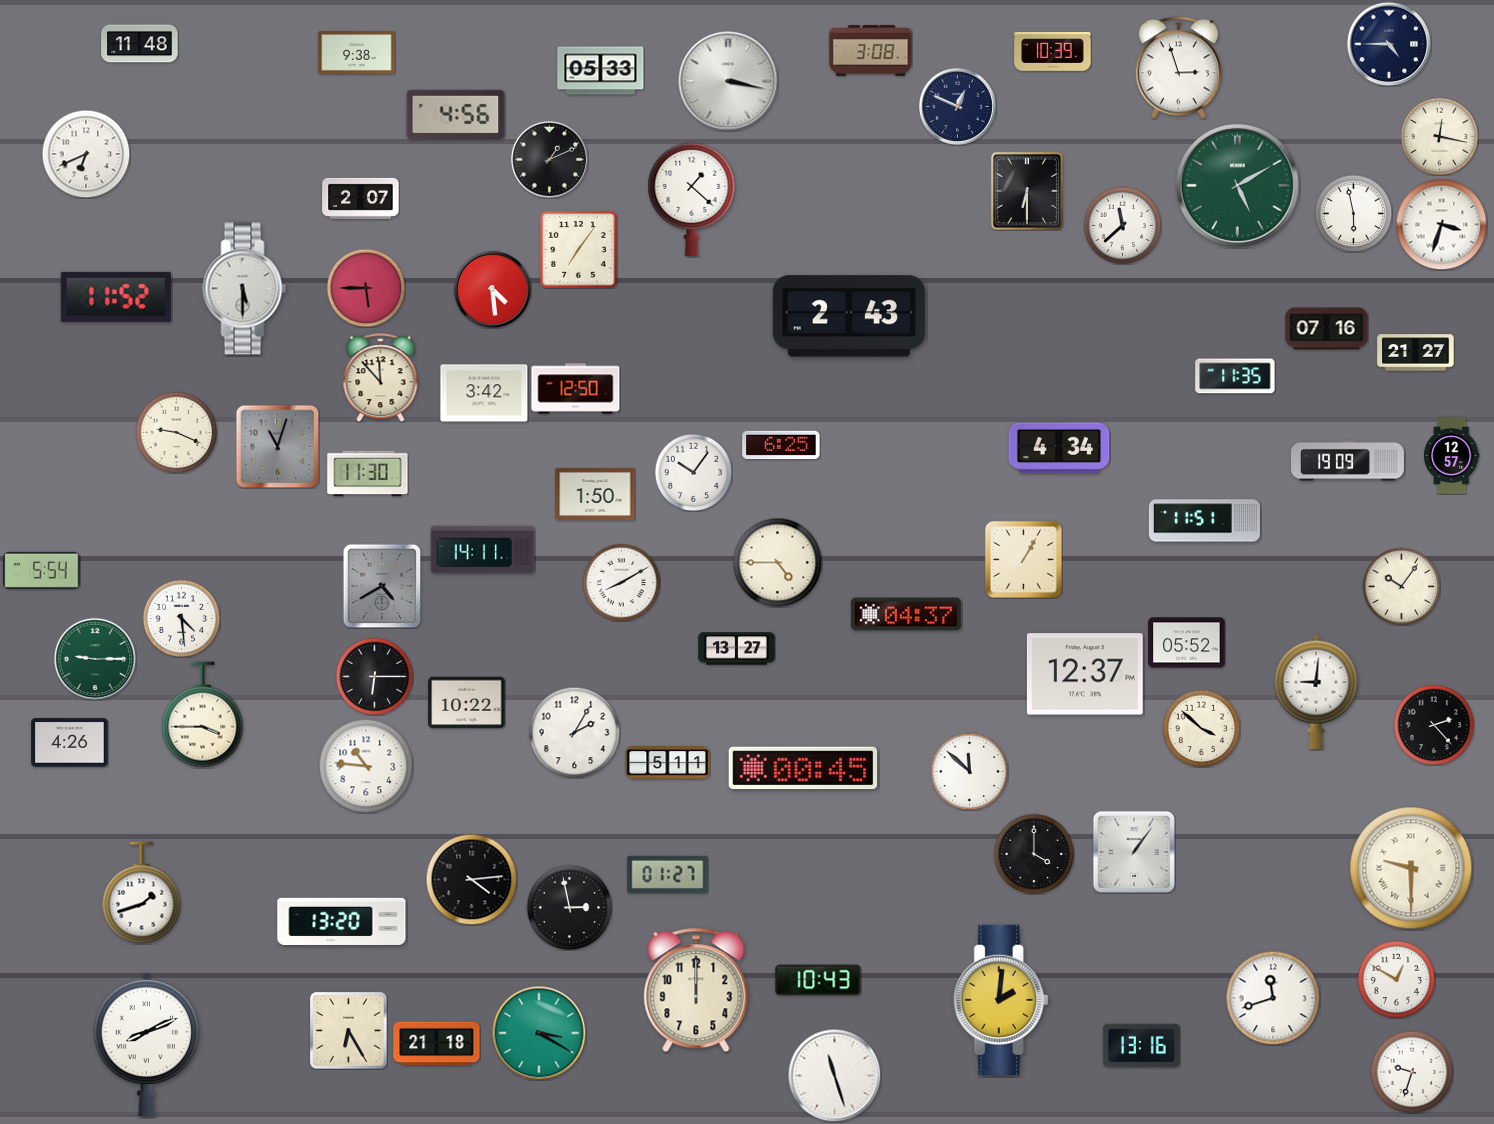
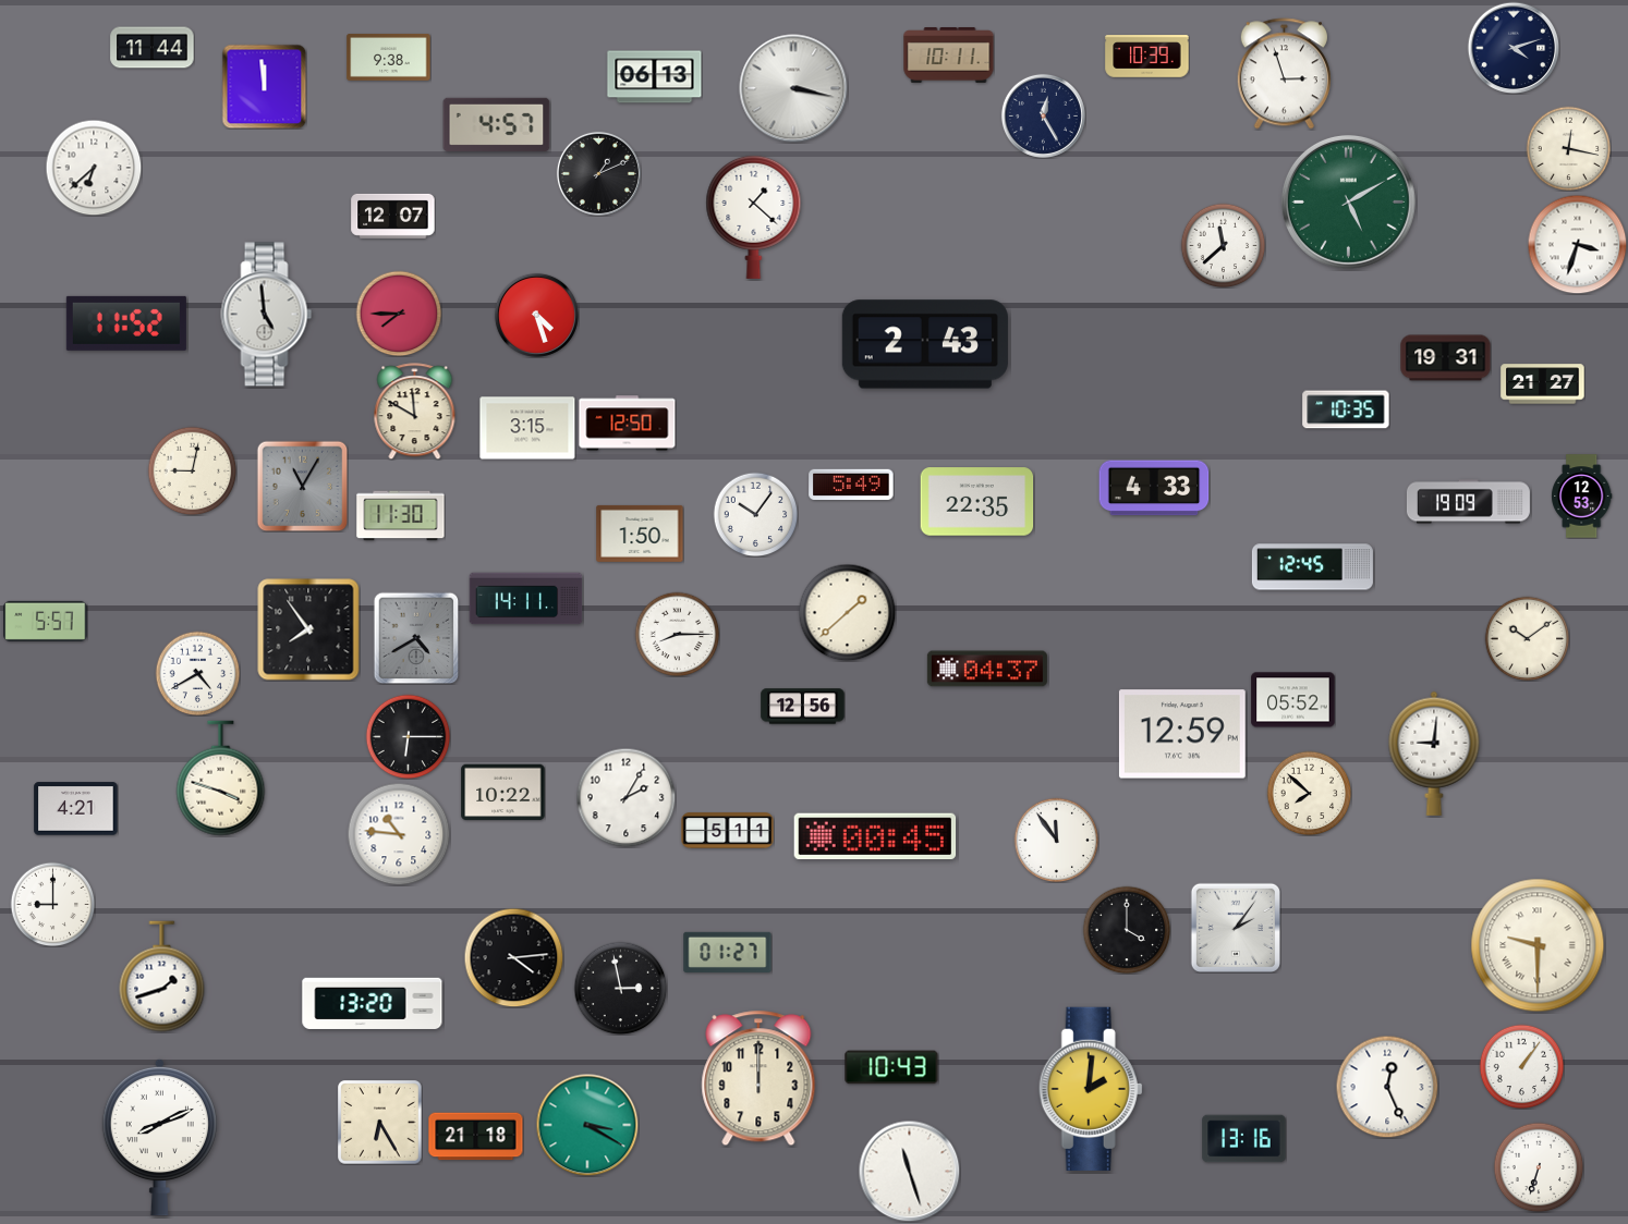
clock at (140, 44): 11:48 -> 11:44
clock at (1389, 44): 4:45 -> 4:12
clock at (871, 51): 3:08 -> 10:11
clock at (601, 71): 05:33 -> 06:13
clock at (264, 86): none -> 11:59
clock at (957, 106): 12:49 -> 12:25
clock at (456, 114): 4:56 -> 4:57
clock at (86, 154): 6:41 -> 6:38
clock at (1026, 190): 6:30 -> none
clock at (361, 198): 2:07 -> 12:07
clock at (1353, 213): 5:58 -> none
clock at (1441, 224) position: (1441, 224) -> (1577, 244)
clock at (579, 250): 7:06 -> none
clock at (366, 288): 5:45 -> 7:45
clock at (245, 289): 5:30 -> 4:59
clock at (492, 289): 4:29 -> 4:27
clock at (1327, 329): 07:16 -> 19:31
clock at (1235, 376): 11:35 -> 10:35
clock at (381, 378): 11:53 -> 11:50
clock at (484, 393): 3:42 -> 3:15
clock at (176, 432): 9:19 -> 9:02
clock at (781, 445): 6:25 -> 5:49
clock at (277, 446): 11:03 -> 11:05
clock at (1059, 448): 4:34 -> 4:33
clock at (1452, 456): 12:57 -> 12:53
clock at (977, 502): none -> 22:35
clock at (595, 494) position: (595, 494) -> (640, 534)
clock at (1204, 521): 11:51 -> 12:45
clock at (1023, 559): 1:05 -> none
clock at (777, 562): 4:45 -> 1:38
clock at (42, 570): 5:54 -> 5:57
clock at (308, 629): none -> 7:54
clock at (621, 582): 8:10 -> 8:15
clock at (1401, 586): 10:06 -> 10:09
clock at (181, 618): 4:29 -> 4:40
clock at (737, 649): 13:27 -> 12:56
clock at (95, 659): 9:15 -> none
clock at (1085, 674): 12:37 -> 12:59
clock at (467, 703) position: (467, 703) -> (503, 793)
clock at (203, 715): 3:45 -> 3:48
clock at (1434, 725): 2:23 -> none
clock at (1201, 728): 3:52 -> 7:52
clock at (70, 743): 4:26 -> 4:21
clock at (969, 771): 11:52 -> 11:54
clock at (52, 904): none -> 9:00
clock at (1134, 852): 1:06 -> 2:06
clock at (142, 893) position: (142, 893) -> (162, 977)
clock at (1396, 979): 12:50 -> 1:06
clock at (1273, 998): 11:42 -> 12:26
clock at (1412, 1072): 9:33 -> 6:33
